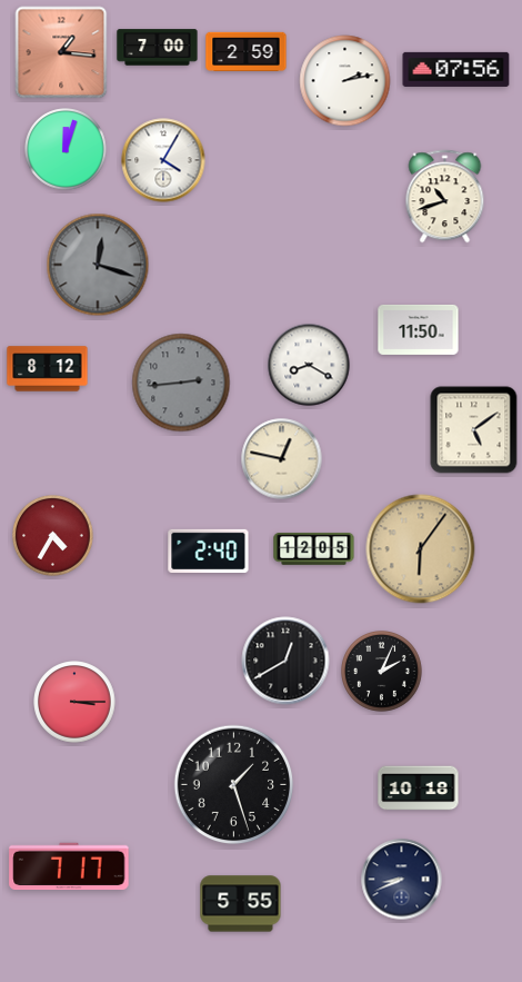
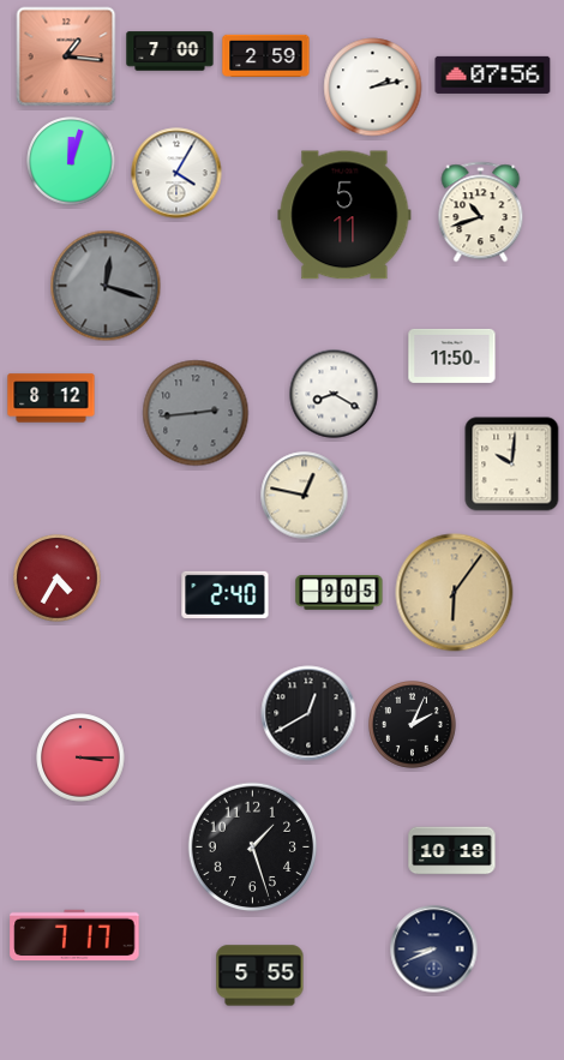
clock at (344, 215): none -> 5:11
clock at (474, 430): 5:09 -> 10:01
clock at (314, 549): 12:05 -> 9:05
